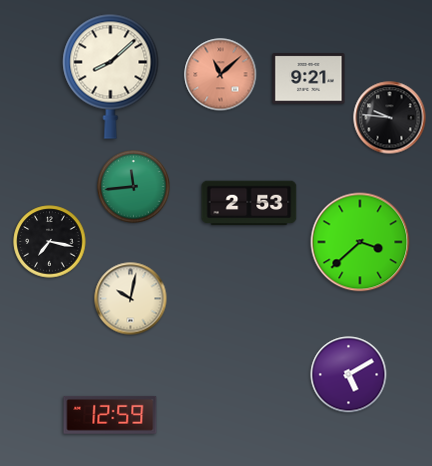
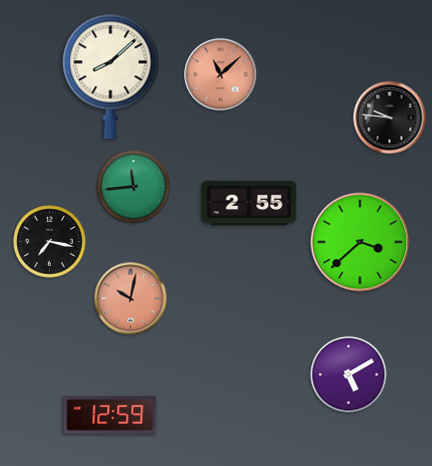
clock at (309, 79): 9:21 -> none
clock at (249, 203): 2:53 -> 2:55
clock at (131, 299) dial: cream -> salmon
